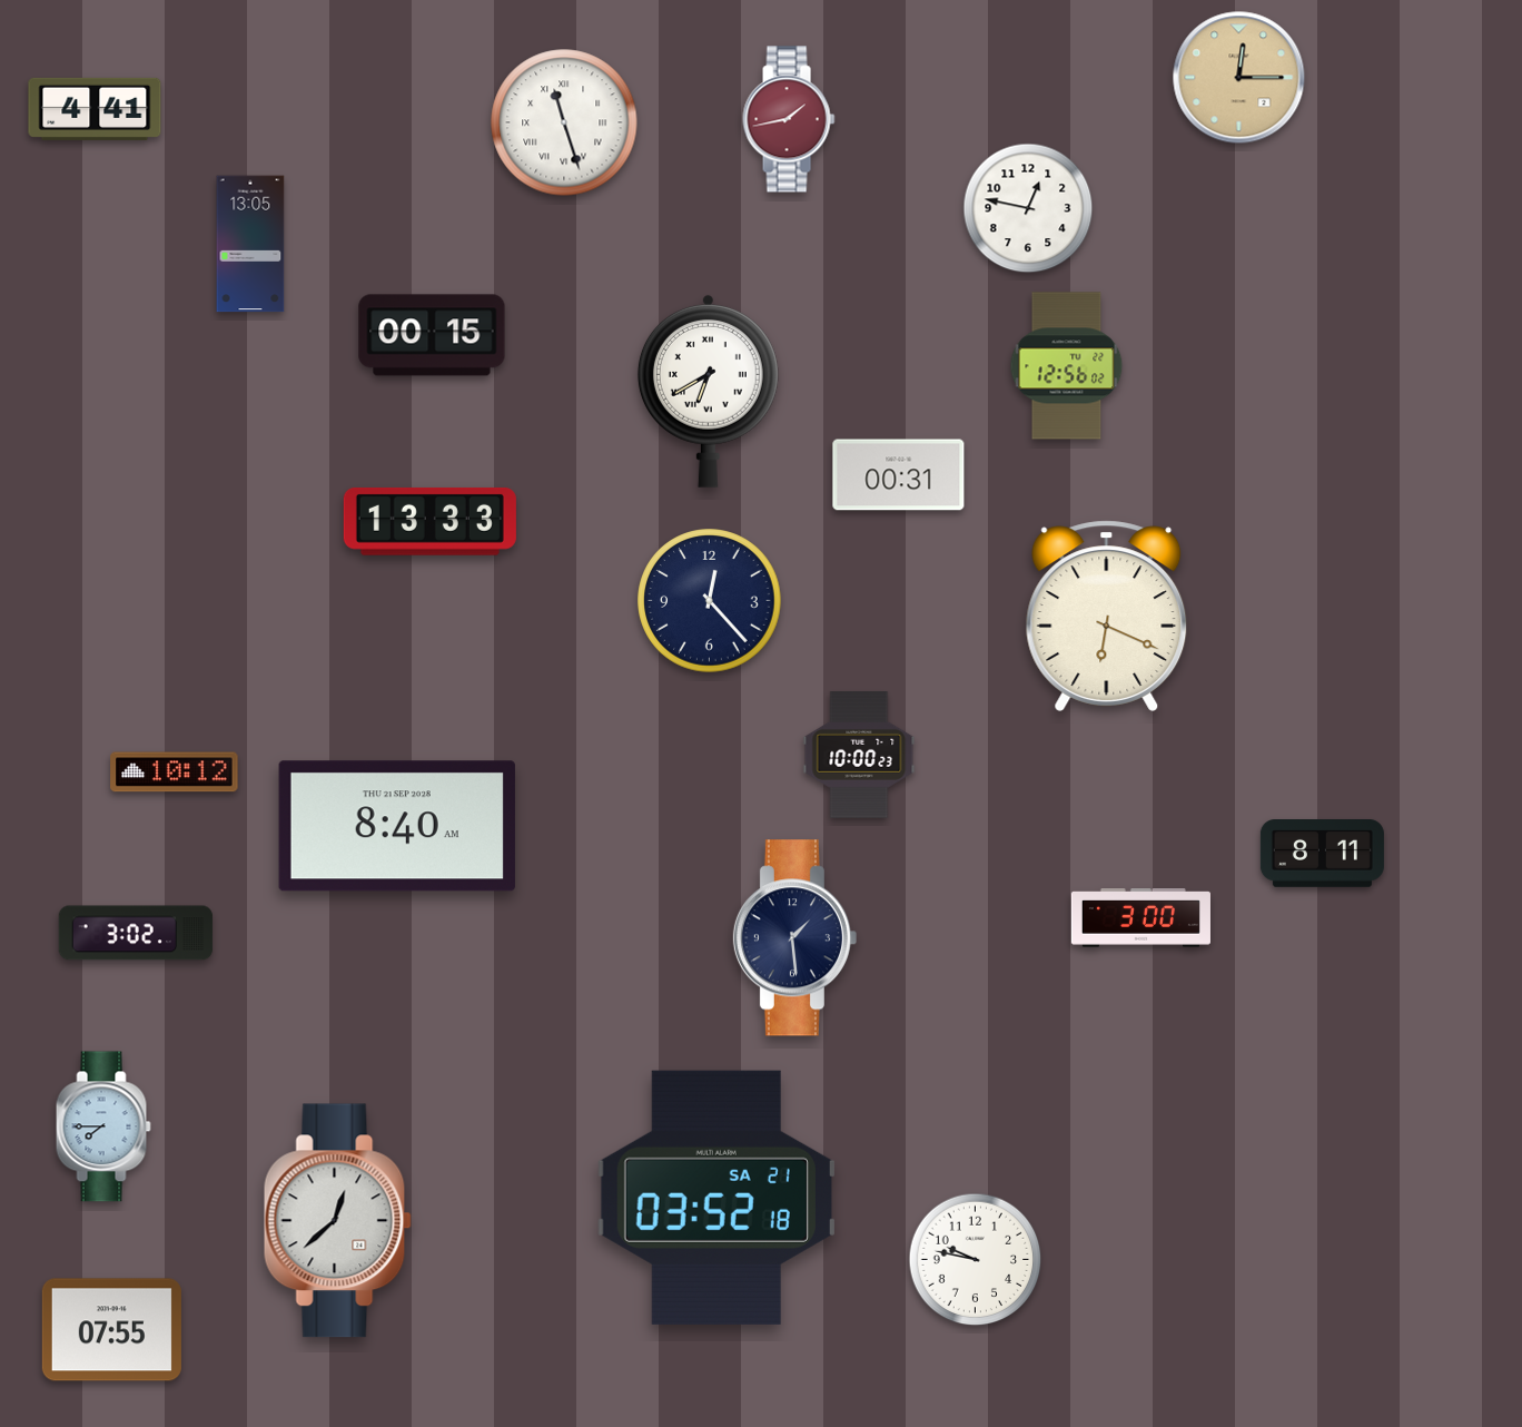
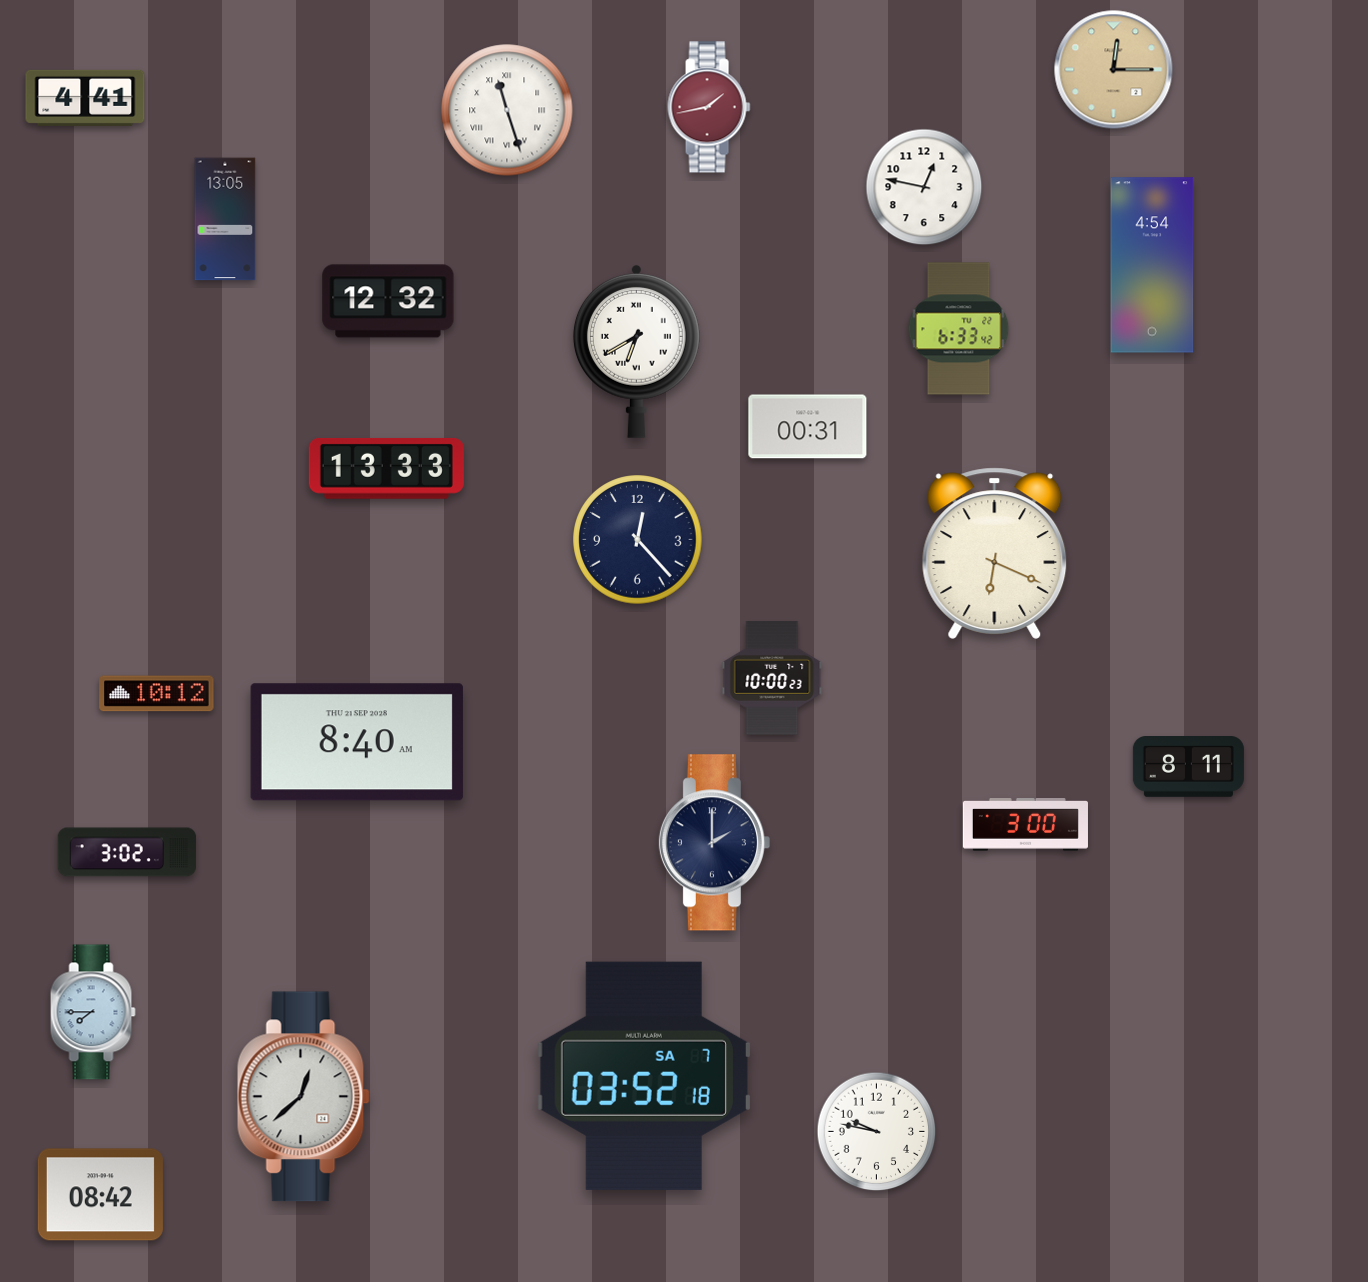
clock at (1152, 265): none -> 4:54
clock at (432, 335): 00:15 -> 12:32
clock at (1067, 366): 12:56 -> 6:33
clock at (136, 933) position: (136, 933) -> (127, 852)
clock at (794, 938): 1:29 -> 2:00
clock at (716, 1198) date: SA 21 -> SA 7
clock at (111, 1330): 07:55 -> 08:42
